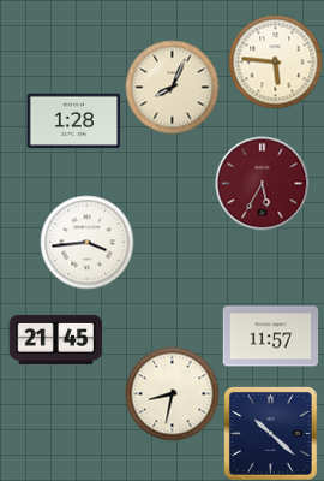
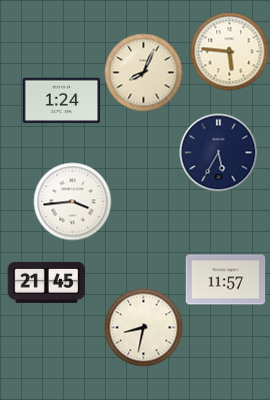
clock at (73, 121): 1:28 -> 1:24
clock at (262, 183) dial: burgundy -> navy
clock at (271, 434): 10:22 -> none
